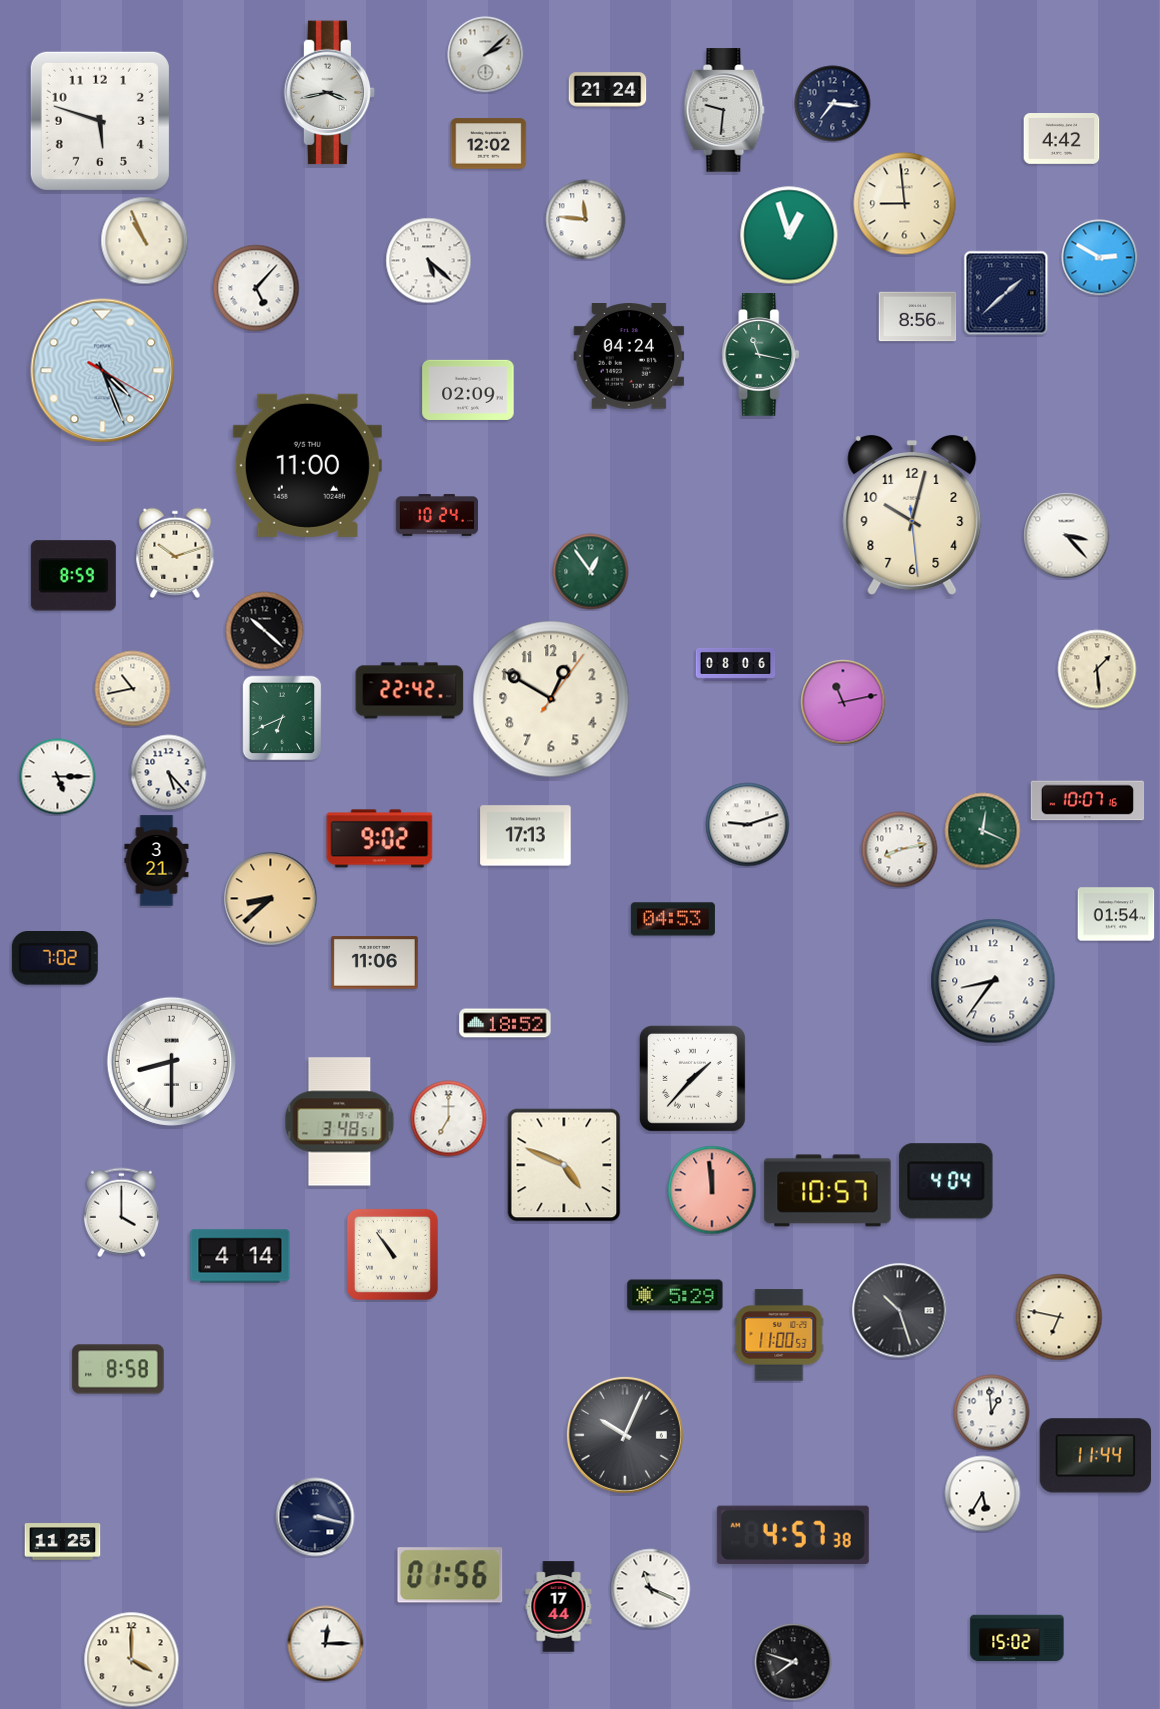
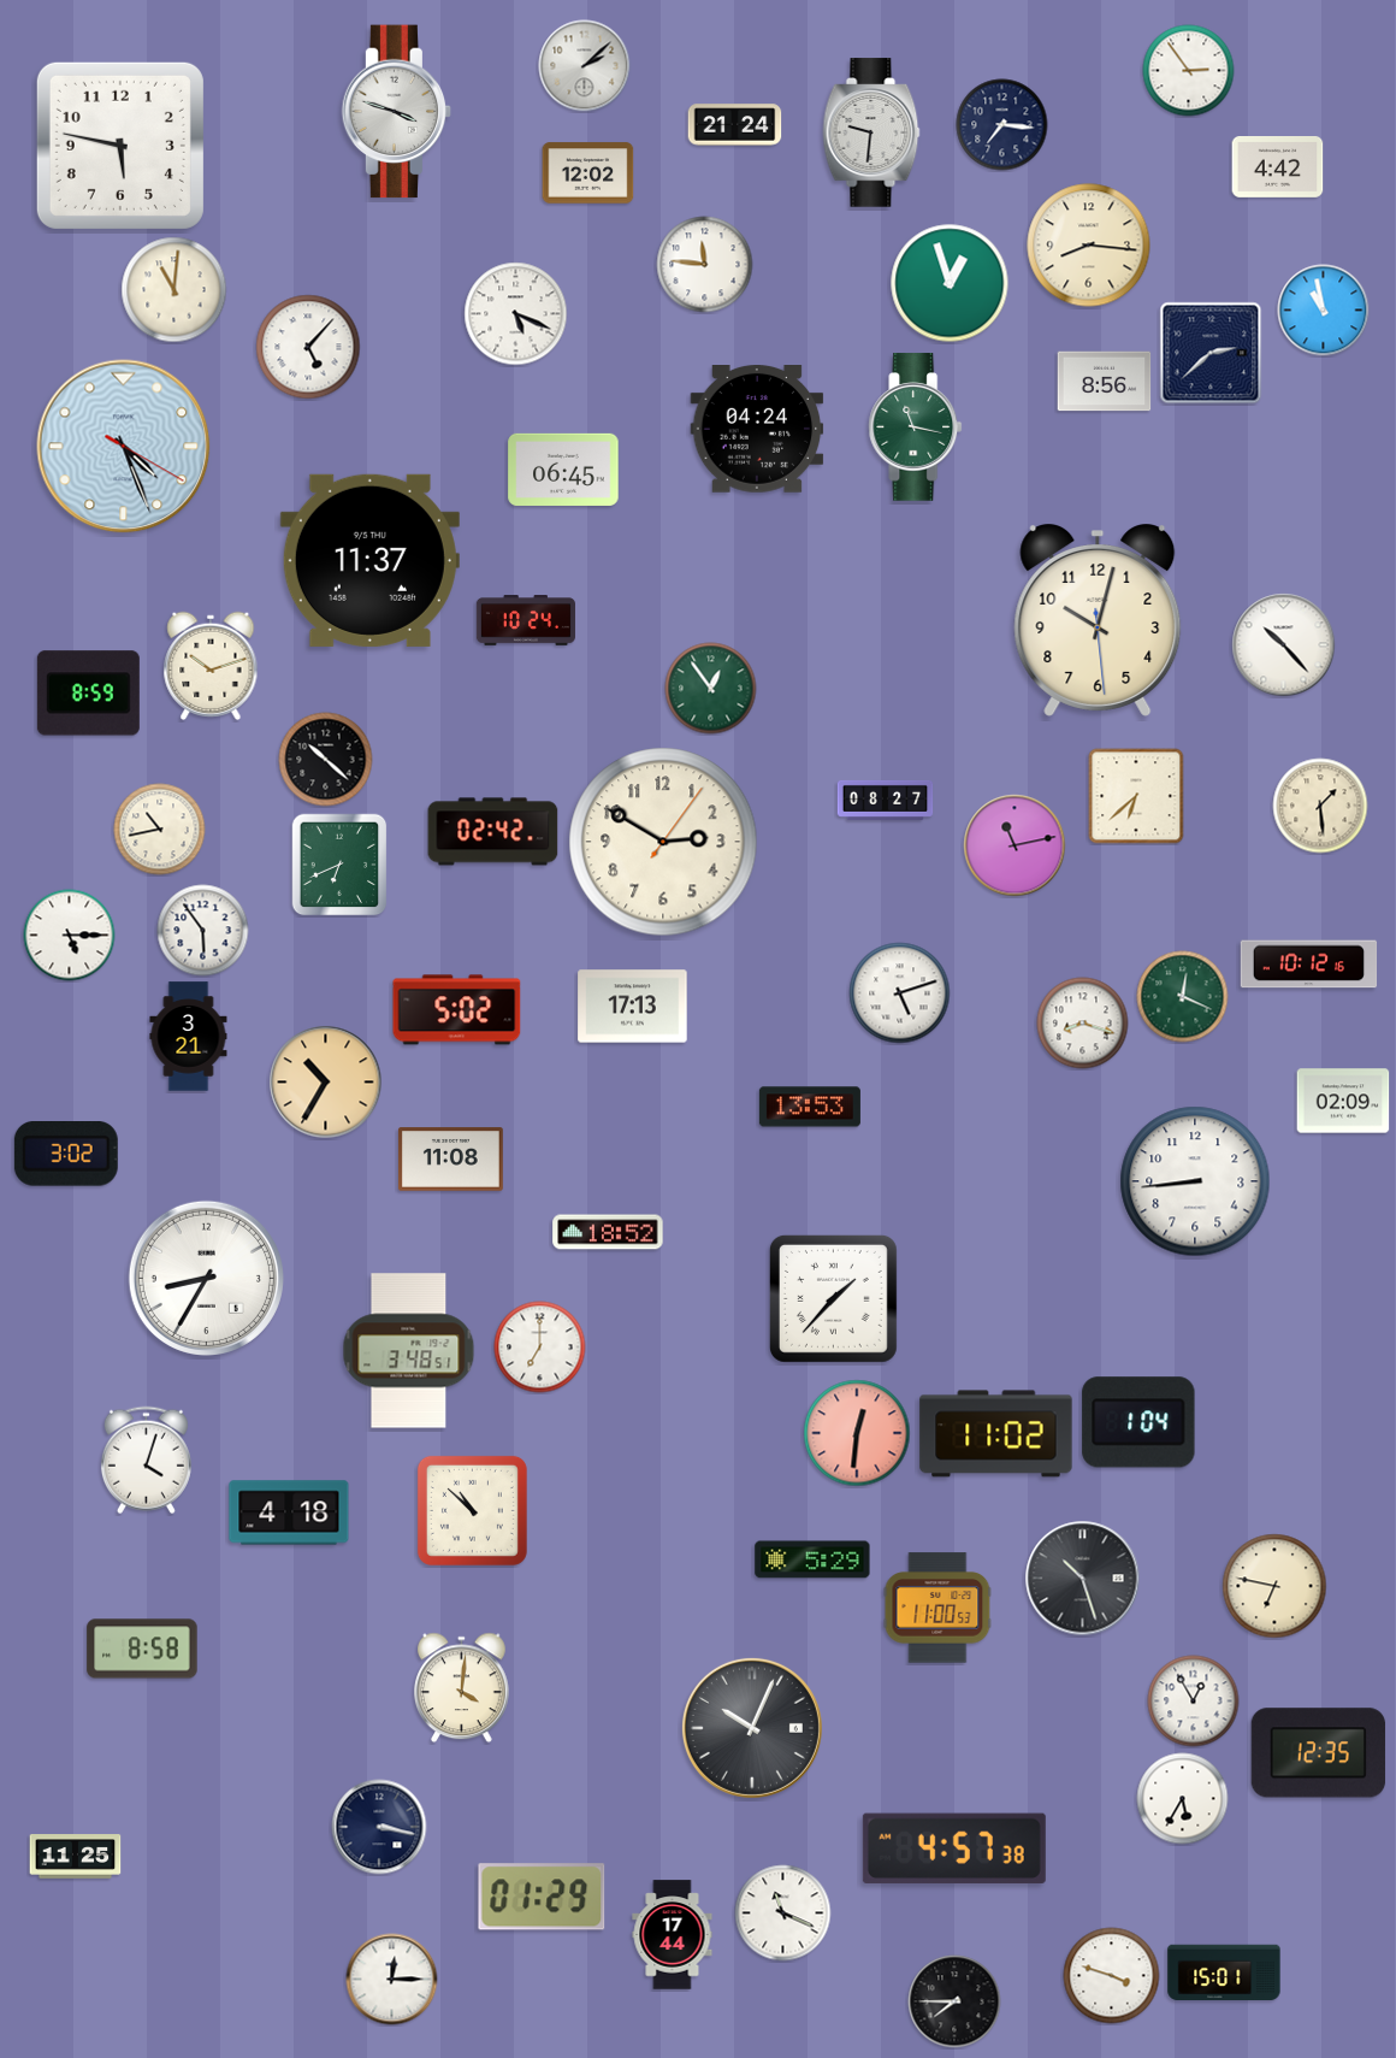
clock at (1189, 71): none -> 2:54
clock at (608, 90) position: (608, 90) -> (735, 125)
clock at (330, 93): 3:43 -> 3:48
clock at (100, 121): 5:48 -> 5:47
clock at (905, 204): 8:59 -> 8:16
clock at (145, 241): 10:56 -> 11:01
clock at (1100, 258): 2:50 -> 10:58
clock at (429, 261): 5:22 -> 5:19
clock at (1006, 293): 1:38 -> 2:38
clock at (468, 390): 02:09 -> 06:45
clock at (307, 465): 11:00 -> 11:37
clock at (1067, 536): 3:23 -> 10:23
clock at (265, 631) position: (265, 631) -> (326, 760)
clock at (1136, 796): none -> 6:38
clock at (736, 664): 08:06 -> 08:27
clock at (410, 691): 22:42 -> 02:42
clock at (551, 699): 12:50 -> 2:50
clock at (169, 773): 5:23 -> 5:54
clock at (1088, 801): 10:07 -> 10:12
clock at (748, 825): 9:12 -> 5:12
clock at (983, 831) position: (983, 831) -> (1183, 997)
clock at (380, 839): 9:02 -> 5:02
clock at (900, 850): 8:13 -> 8:18
clock at (271, 899): 8:38 -> 10:35
clock at (1116, 914): 01:54 -> 02:09
clock at (673, 919): 04:53 -> 13:53
clock at (55, 959): 7:02 -> 3:02
clock at (375, 963): 11:06 -> 11:08
clock at (993, 981): 8:36 -> 8:44
clock at (171, 1061): 8:30 -> 8:35
clock at (564, 1165): 4:49 -> none
clock at (946, 1181): 4:04 -> 1:04
clock at (712, 1190): 11:59 -> 12:31
clock at (828, 1191): 10:57 -> 11:02
clock at (121, 1213): 4:00 -> 4:03
clock at (392, 1254): 10:54 -> 10:52
clock at (240, 1256): 4:14 -> 4:18
clock at (462, 1688): none -> 4:01
clock at (992, 1413): 12:59 -> 12:55
clock at (1096, 1456): 11:44 -> 12:35
clock at (450, 1575): 01:56 -> 01:29
clock at (1017, 1637): 15:02 -> 15:01
clock at (1112, 1976): none -> 3:48
clock at (132, 1660): 4:00 -> none
clock at (793, 1662): 7:48 -> 7:45
